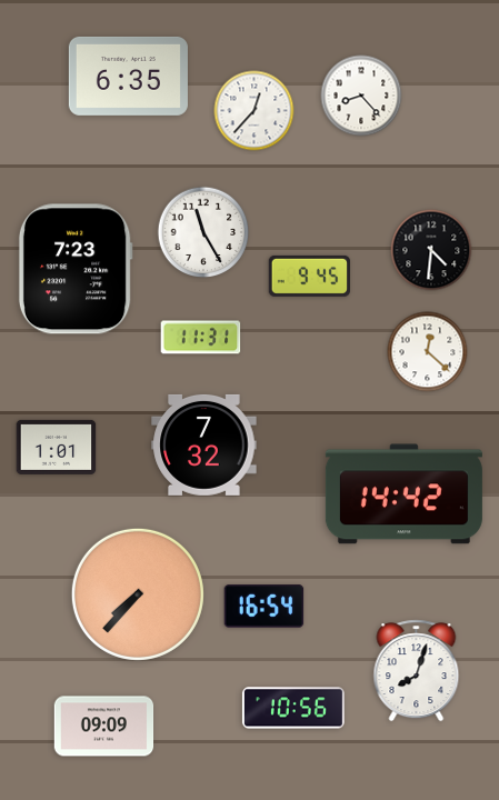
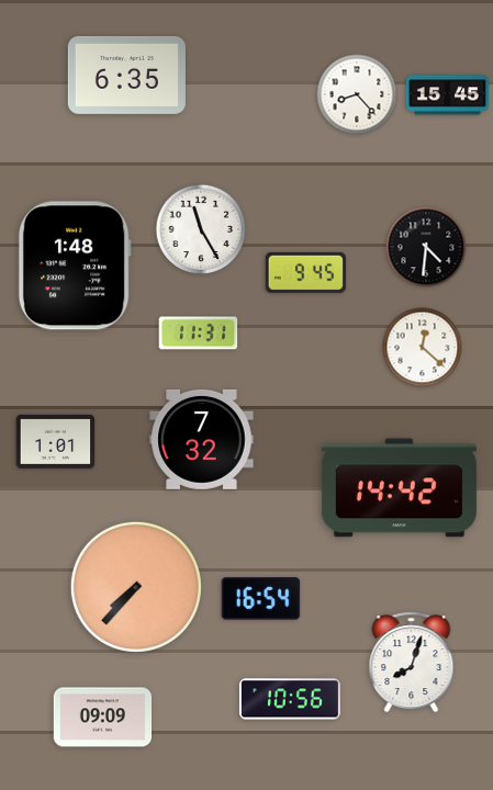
clock at (447, 95): none -> 15:45
clock at (255, 111): 12:37 -> none
clock at (76, 269): 7:23 -> 1:48
